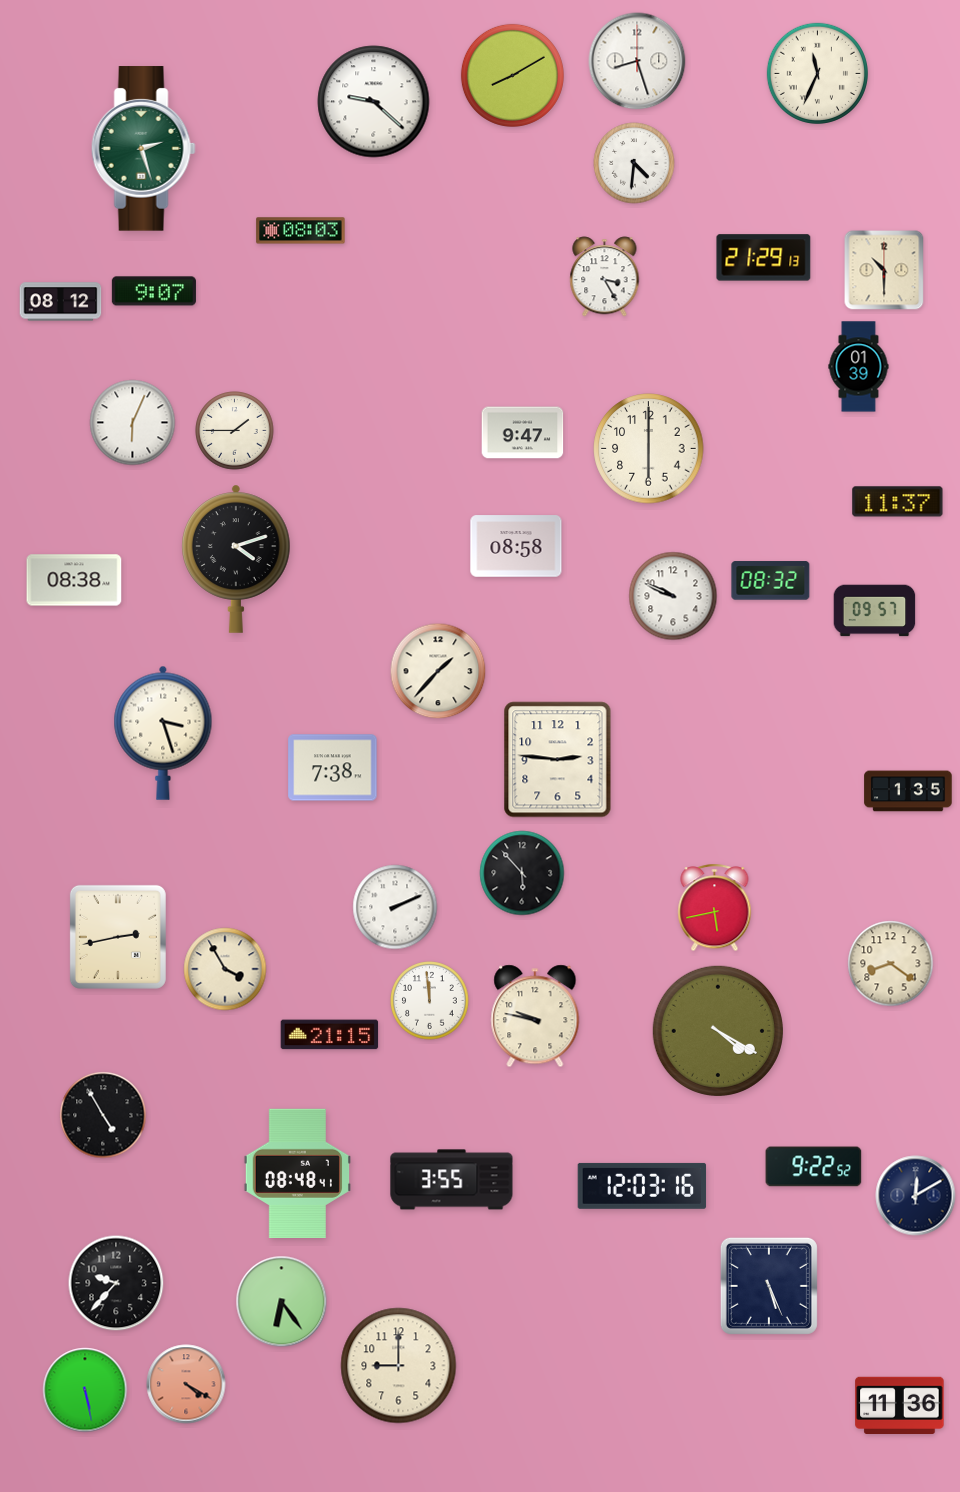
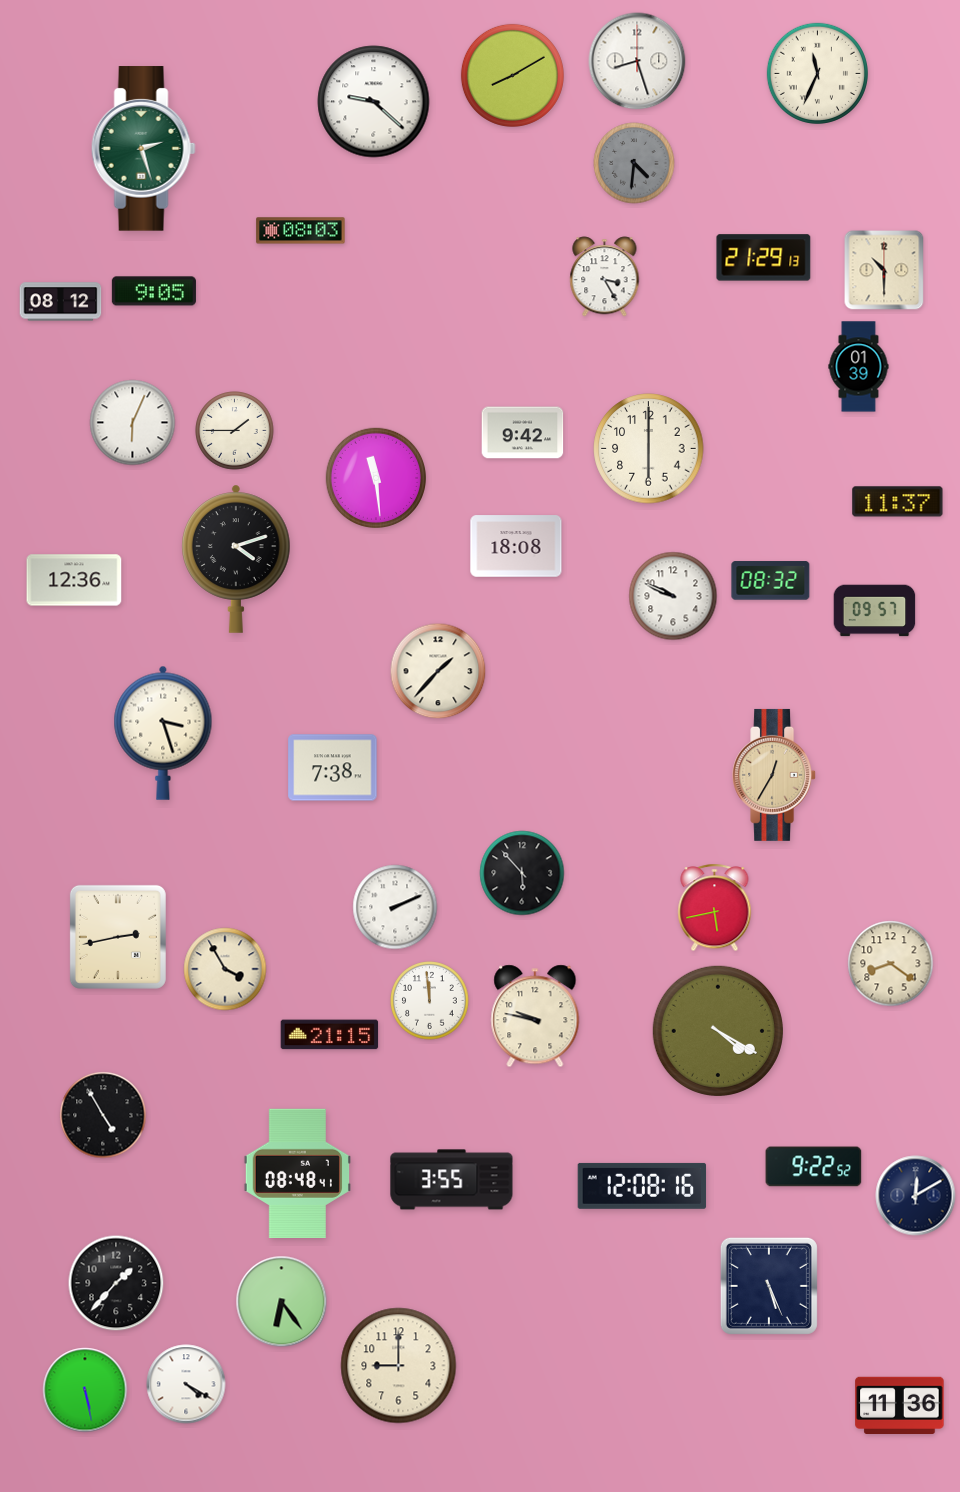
clock at (634, 163) dial: white -> grey
clock at (154, 291): 9:07 -> 9:05
clock at (523, 433): 9:47 -> 9:42
clock at (375, 477): none -> 11:29
clock at (516, 546): 08:58 -> 18:08
clock at (74, 580): 08:38 -> 12:36
clock at (558, 760): 2:46 -> none
clock at (775, 775): none -> 12:35
clock at (908, 791): 1:35 -> none
clock at (642, 1186): 12:03 -> 12:08
clock at (116, 1283): 9:37 -> 1:37
clock at (186, 1384) dial: salmon -> white
